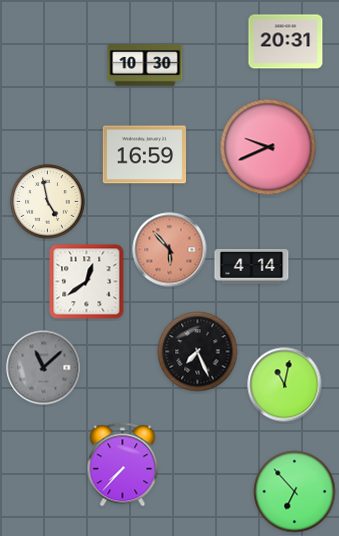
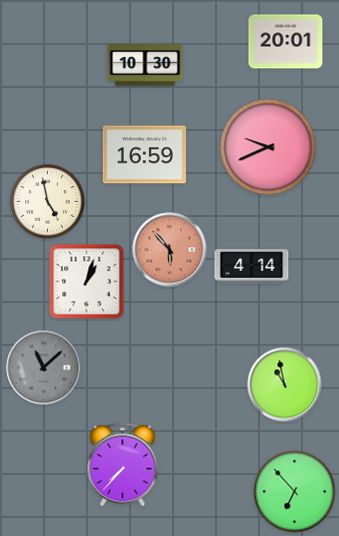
clock at (286, 42): 20:31 -> 20:01
clock at (87, 282): 12:39 -> 1:03
clock at (198, 352): 7:26 -> none
clock at (285, 385): 11:02 -> 10:58
